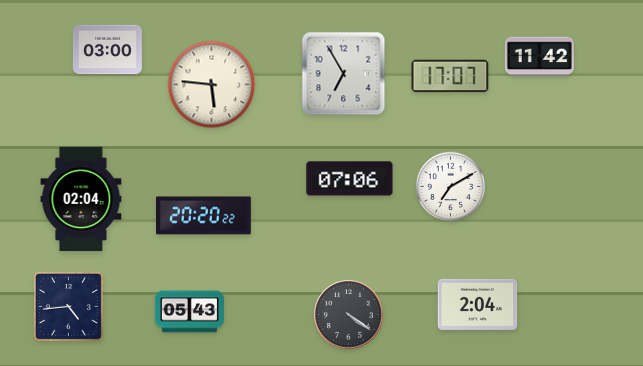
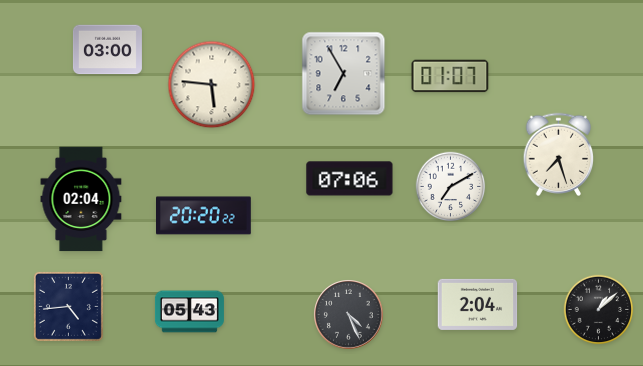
clock at (539, 57): 11:42 -> none
clock at (450, 76): 17:07 -> 01:07
clock at (559, 154): none -> 7:27
clock at (599, 310): none -> 1:08
clock at (349, 315): 4:21 -> 4:26
